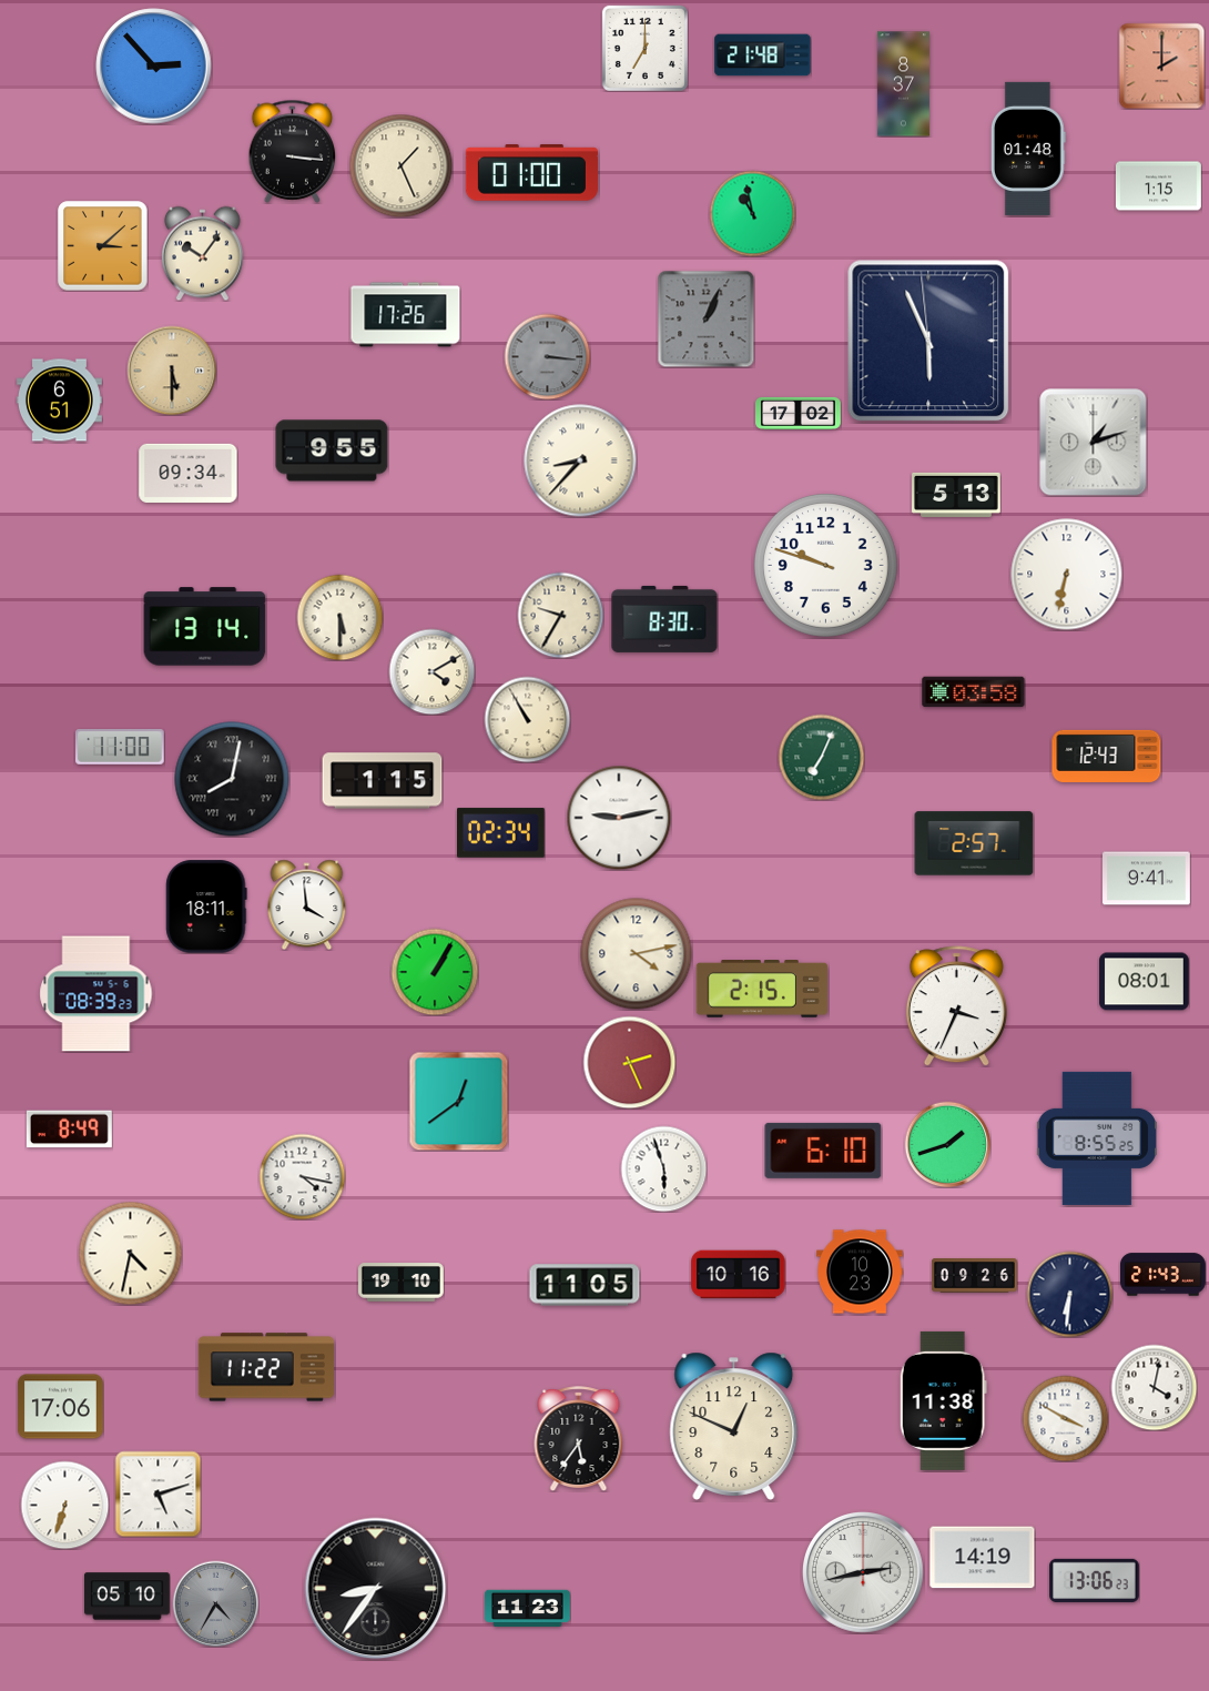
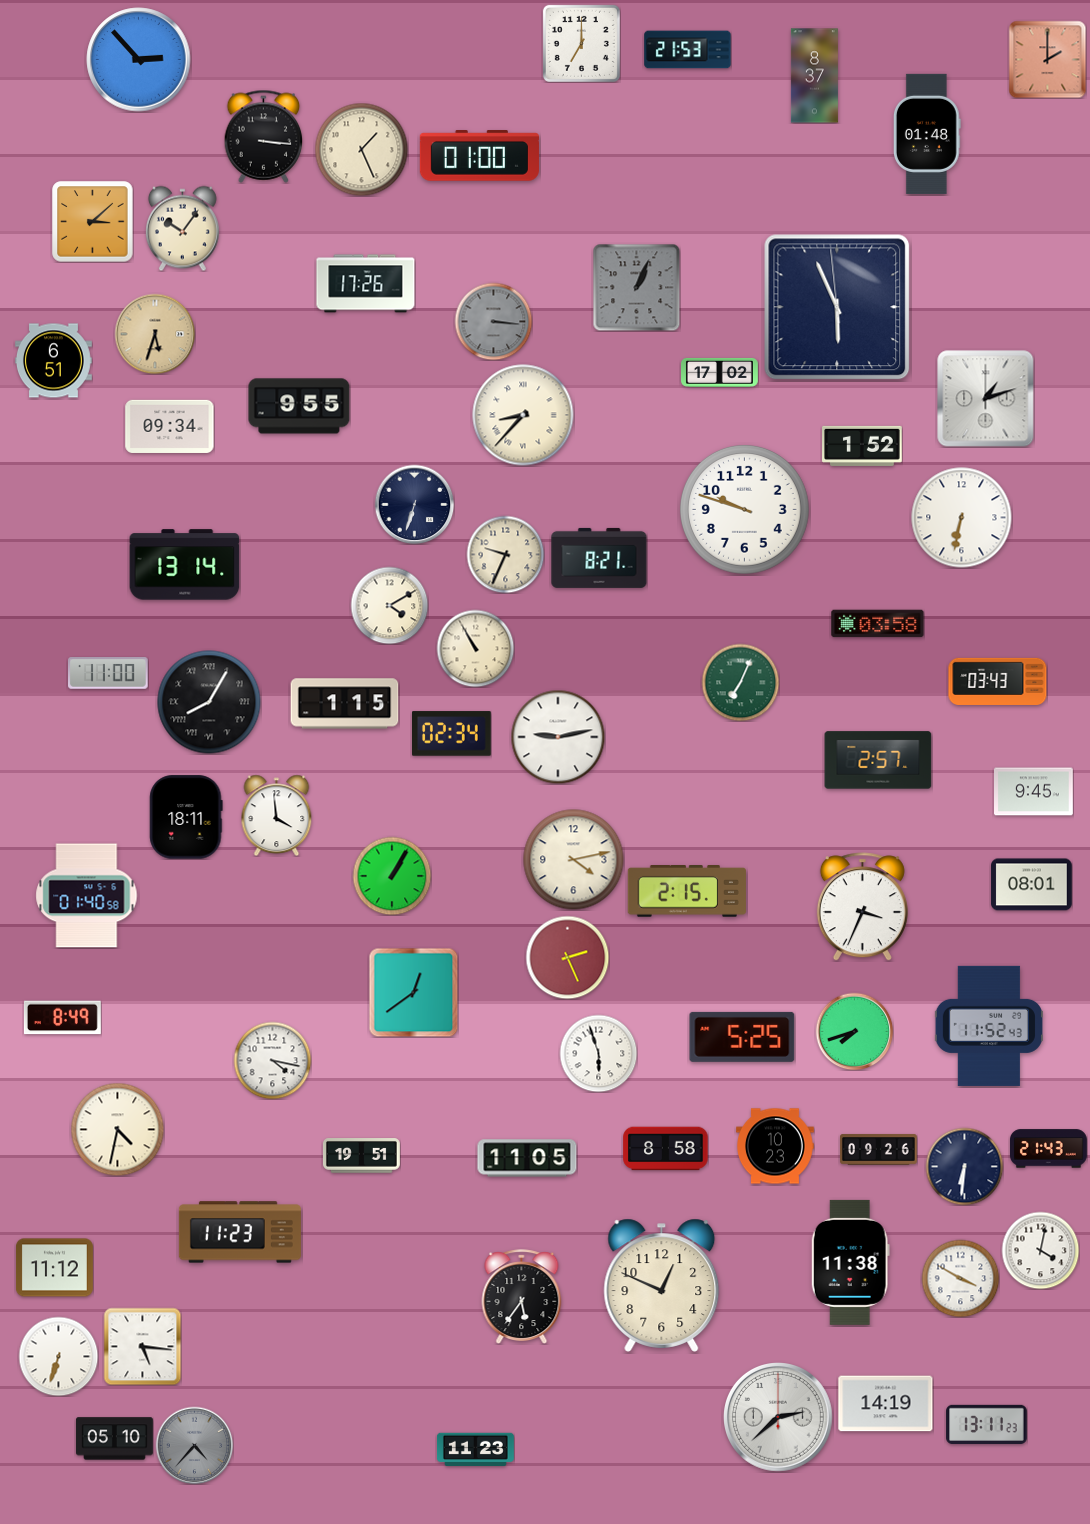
clock at (763, 55): 21:48 -> 21:53
clock at (1158, 186): 1:15 -> none
clock at (752, 213): 10:58 -> none
clock at (172, 371): 5:30 -> 5:33
clock at (956, 495): 5:13 -> 1:52
clock at (414, 504): none -> 6:33
clock at (560, 615): 9:35 -> 9:34
clock at (339, 617): 5:30 -> none
clock at (664, 619): 8:30 -> 8:21
clock at (1107, 756): 12:43 -> 03:43
clock at (232, 779): 8:02 -> 8:05
clock at (501, 833) position: (501, 833) -> (452, 734)
clock at (1147, 879): 9:41 -> 9:45
clock at (96, 994): 08:39 -> 01:40
clock at (1097, 1138): 8:55 -> 11:52
clock at (947, 1144): 1:42 -> 7:42
clock at (823, 1151): 6:10 -> 5:25
clock at (739, 1275): 10:16 -> 8:58
clock at (400, 1283): 19:10 -> 19:51
clock at (266, 1367): 11:22 -> 11:23
clock at (60, 1407): 17:06 -> 11:12
clock at (158, 1493): 5:12 -> 5:16
clock at (864, 1573): 2:43 -> 2:38
clock at (1095, 1580): 13:06 -> 13:11
clock at (376, 1589): 8:36 -> none
clock at (215, 1603): 4:35 -> 4:37
